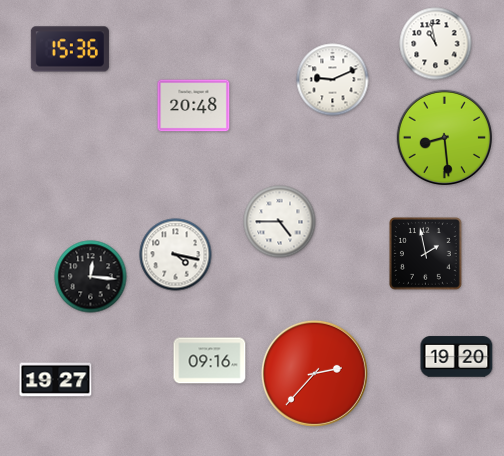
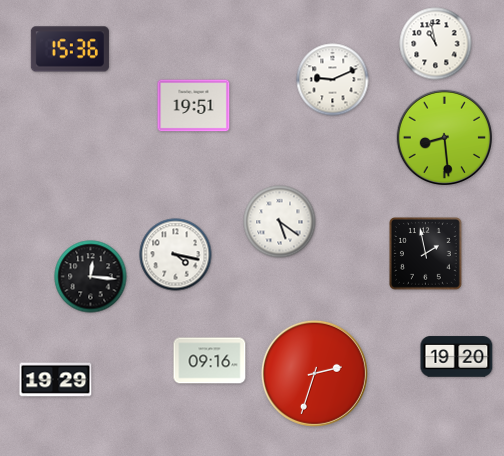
clock at (194, 106): 20:48 -> 19:51
clock at (280, 222): 4:45 -> 5:21
clock at (314, 373): 2:37 -> 2:33
clock at (56, 380): 19:27 -> 19:29
